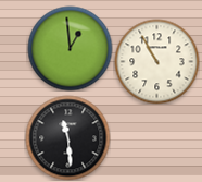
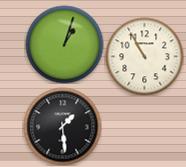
clock at (70, 48): 12:59 -> 1:03
clock at (67, 137): 11:29 -> 1:29
